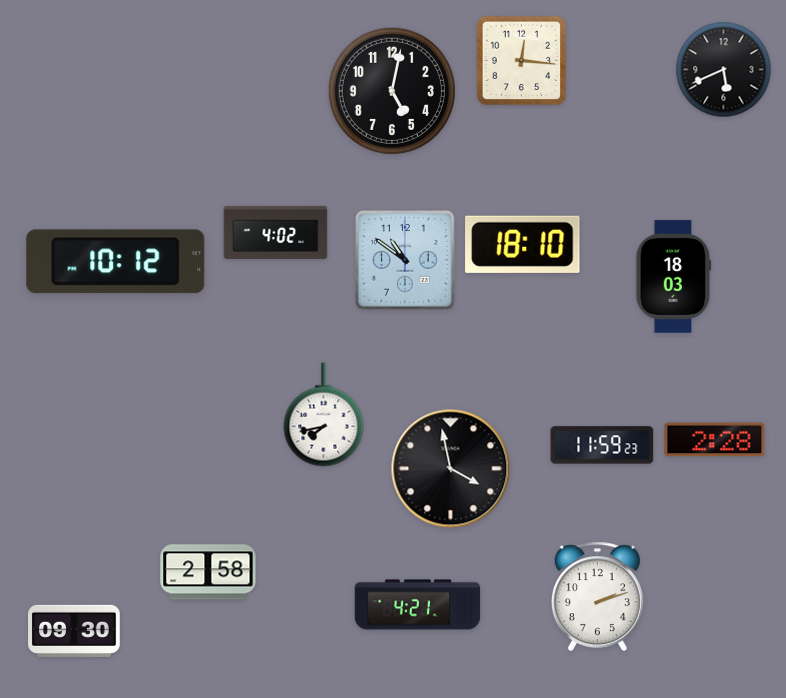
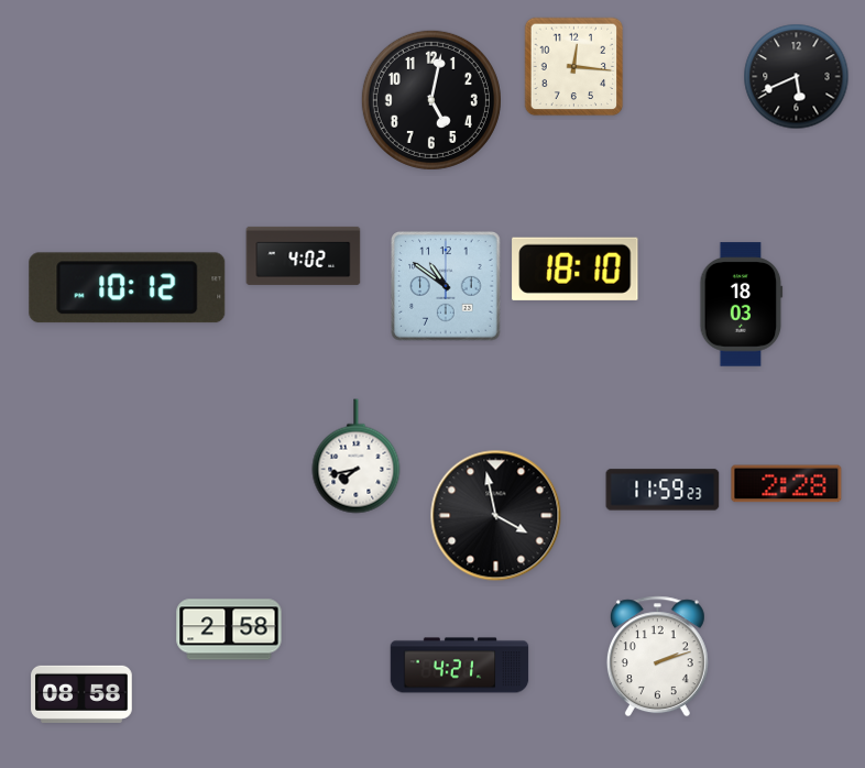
clock at (74, 631): 09:30 -> 08:58
